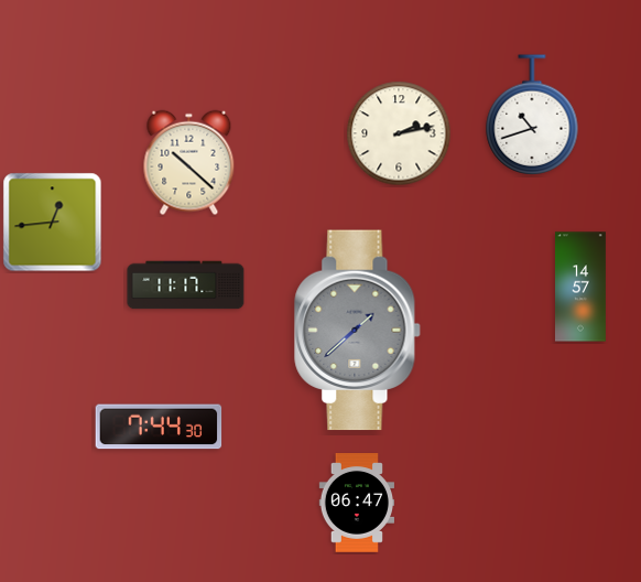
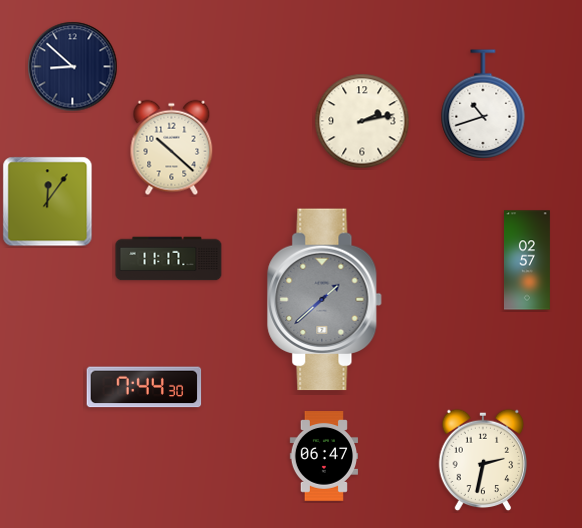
clock at (73, 67): none -> 8:52
clock at (53, 223): 12:44 -> 12:06
clock at (580, 287): 14:57 -> 02:57
clock at (483, 460): none -> 2:32
